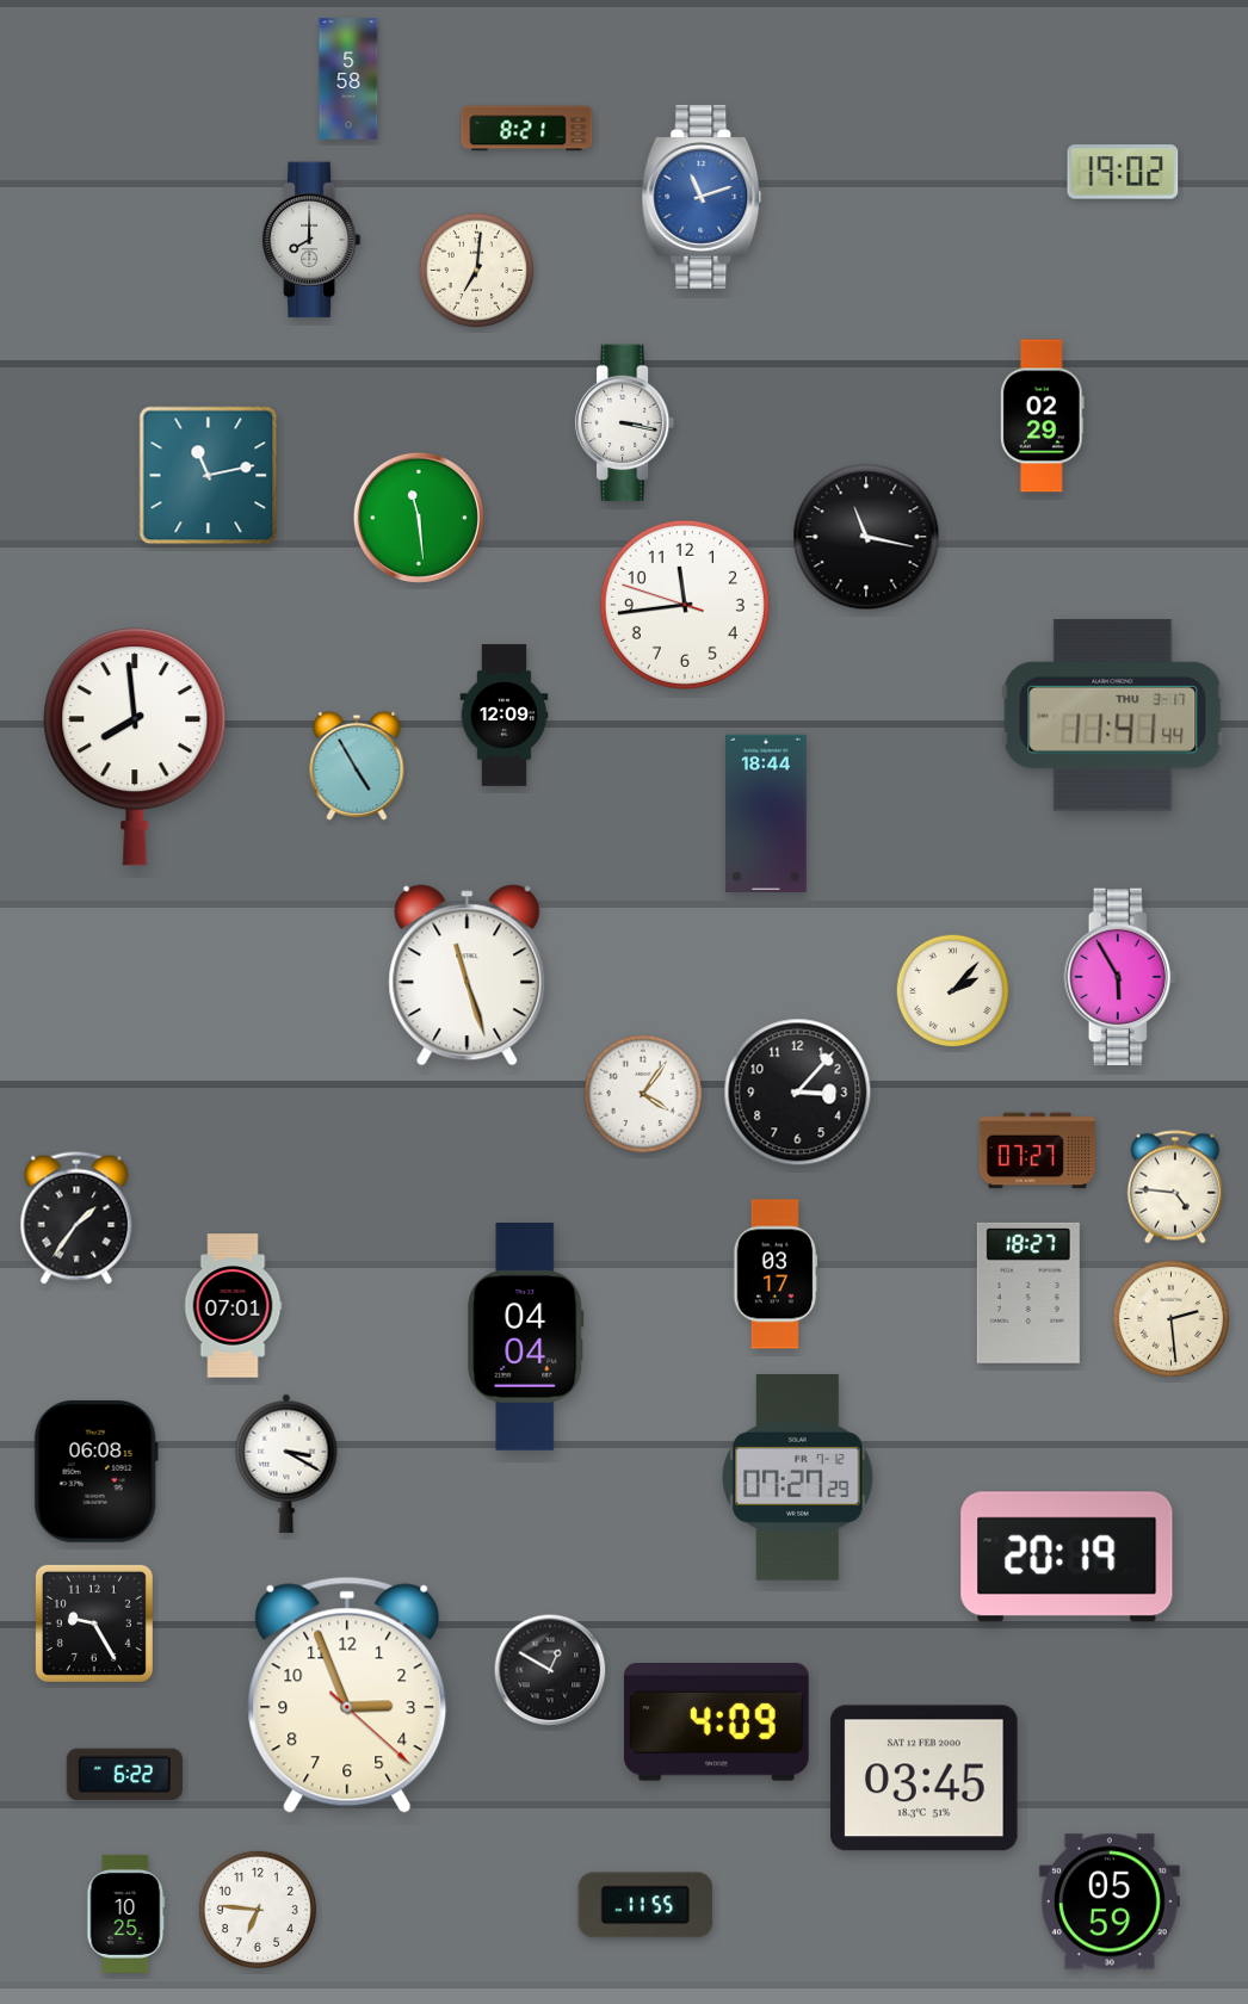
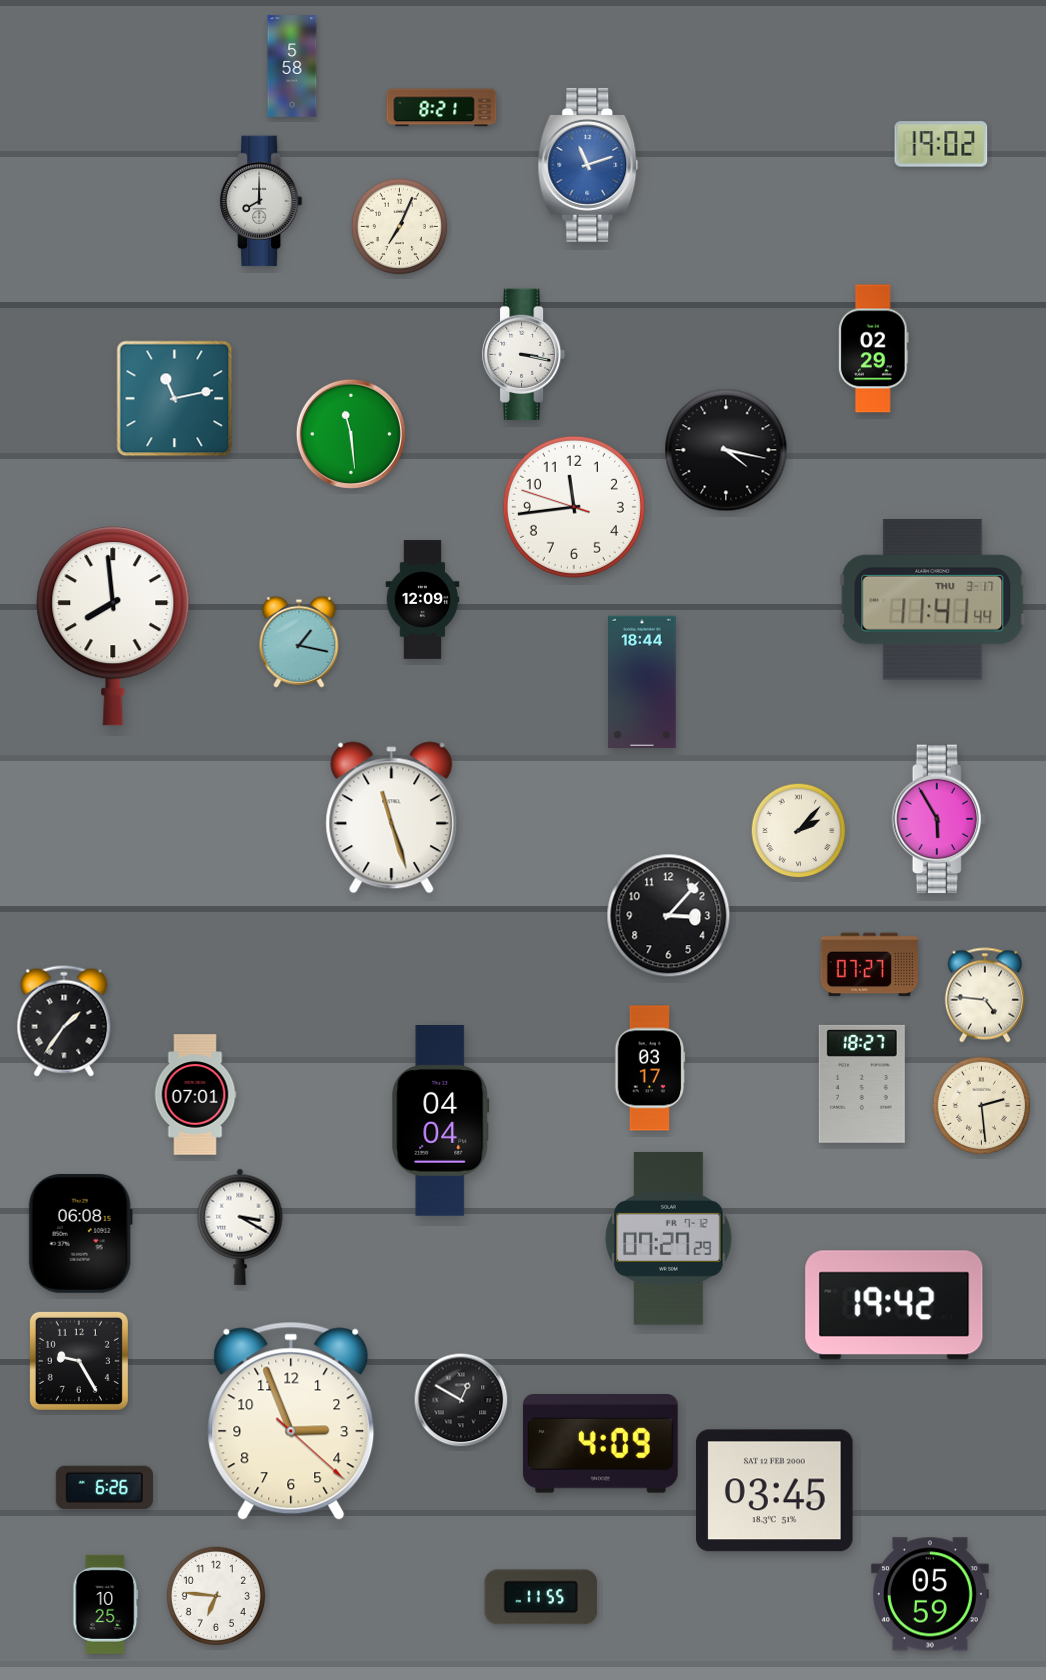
clock at (477, 271): 7:01 -> 7:04
clock at (866, 537): 11:17 -> 4:17
clock at (357, 766): 4:55 -> 1:17
clock at (643, 1094): 4:06 -> none
clock at (1067, 1557): 20:19 -> 19:42
clock at (124, 1775): 6:22 -> 6:26
clock at (258, 1910) position: (258, 1910) -> (216, 1596)
